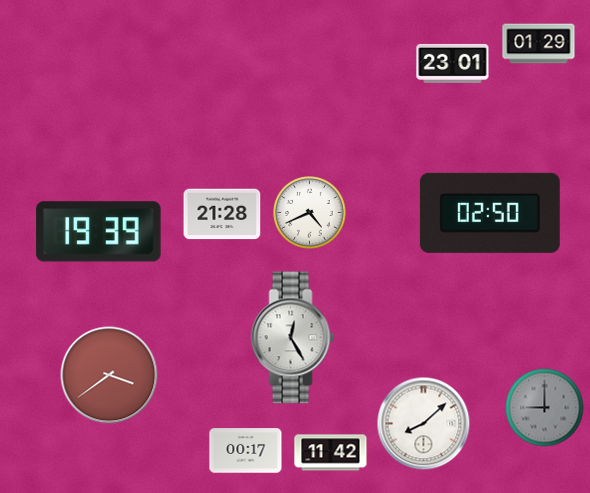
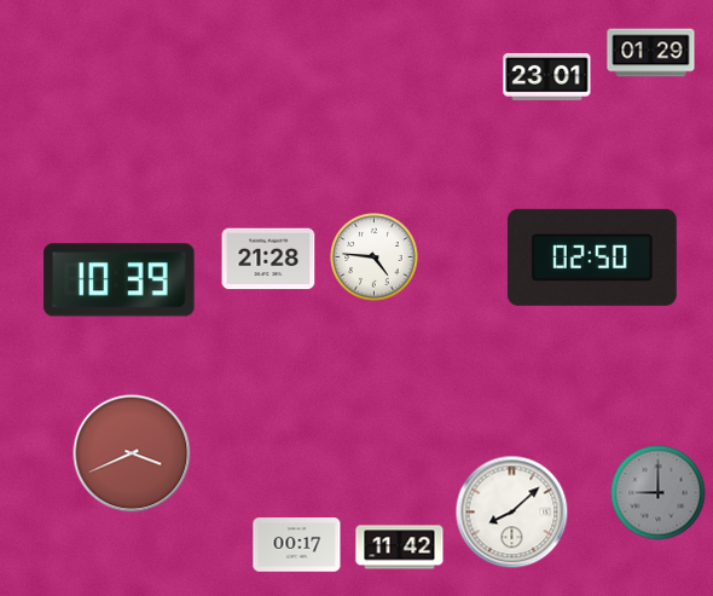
clock at (310, 213): 4:41 -> 4:46
clock at (99, 232): 19:39 -> 10:39
clock at (293, 338): 12:25 -> none
clock at (109, 375): 3:39 -> 3:41
